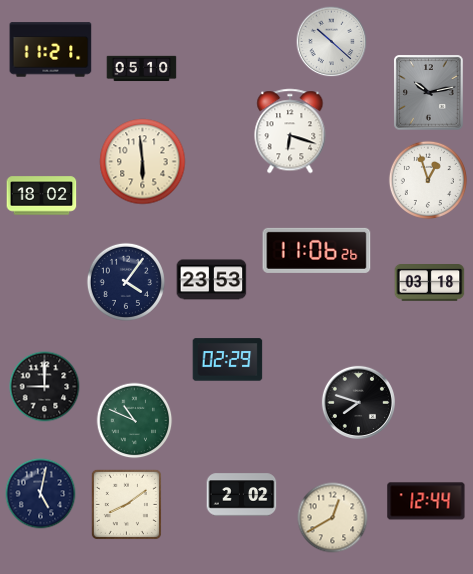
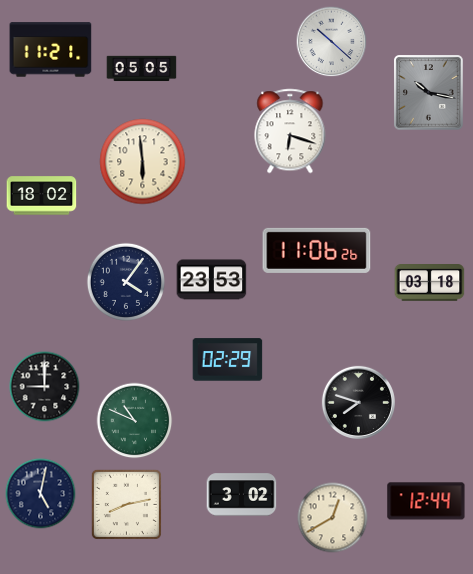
clock at (142, 69): 05:10 -> 05:05
clock at (429, 93): 10:13 -> 10:17
clock at (428, 180): 12:57 -> none
clock at (242, 495): 2:02 -> 3:02
clock at (126, 504): 8:09 -> 8:13
